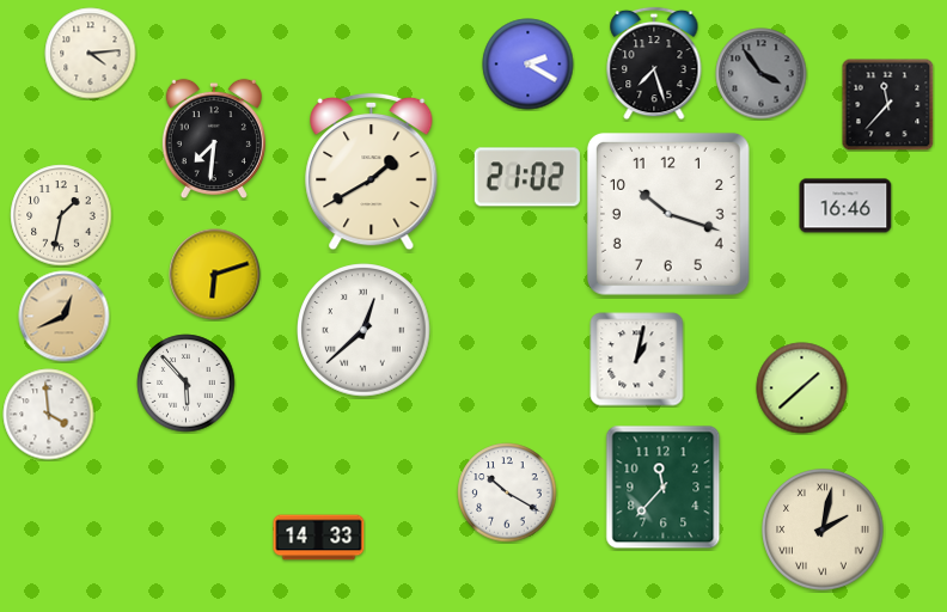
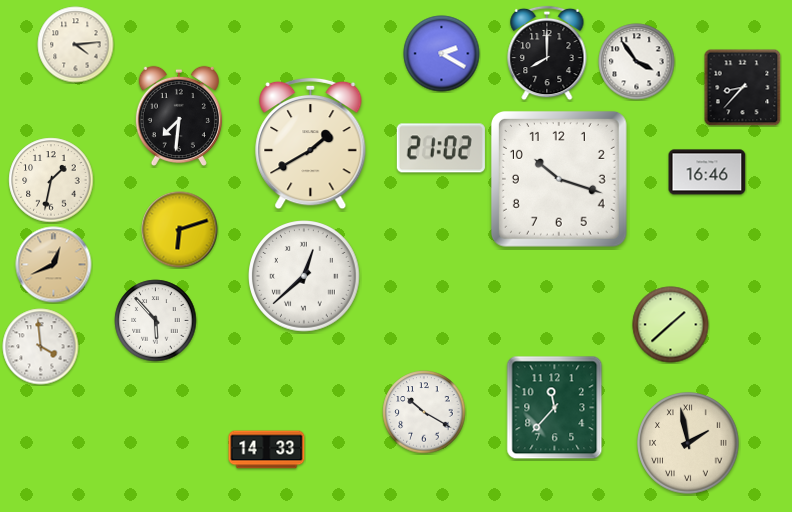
clock at (654, 63): 7:27 -> 8:00
clock at (762, 74) dial: grey -> white
clock at (887, 104): 11:37 -> 8:37
clock at (637, 360): 1:02 -> none
clock at (823, 530): 2:02 -> 1:58
